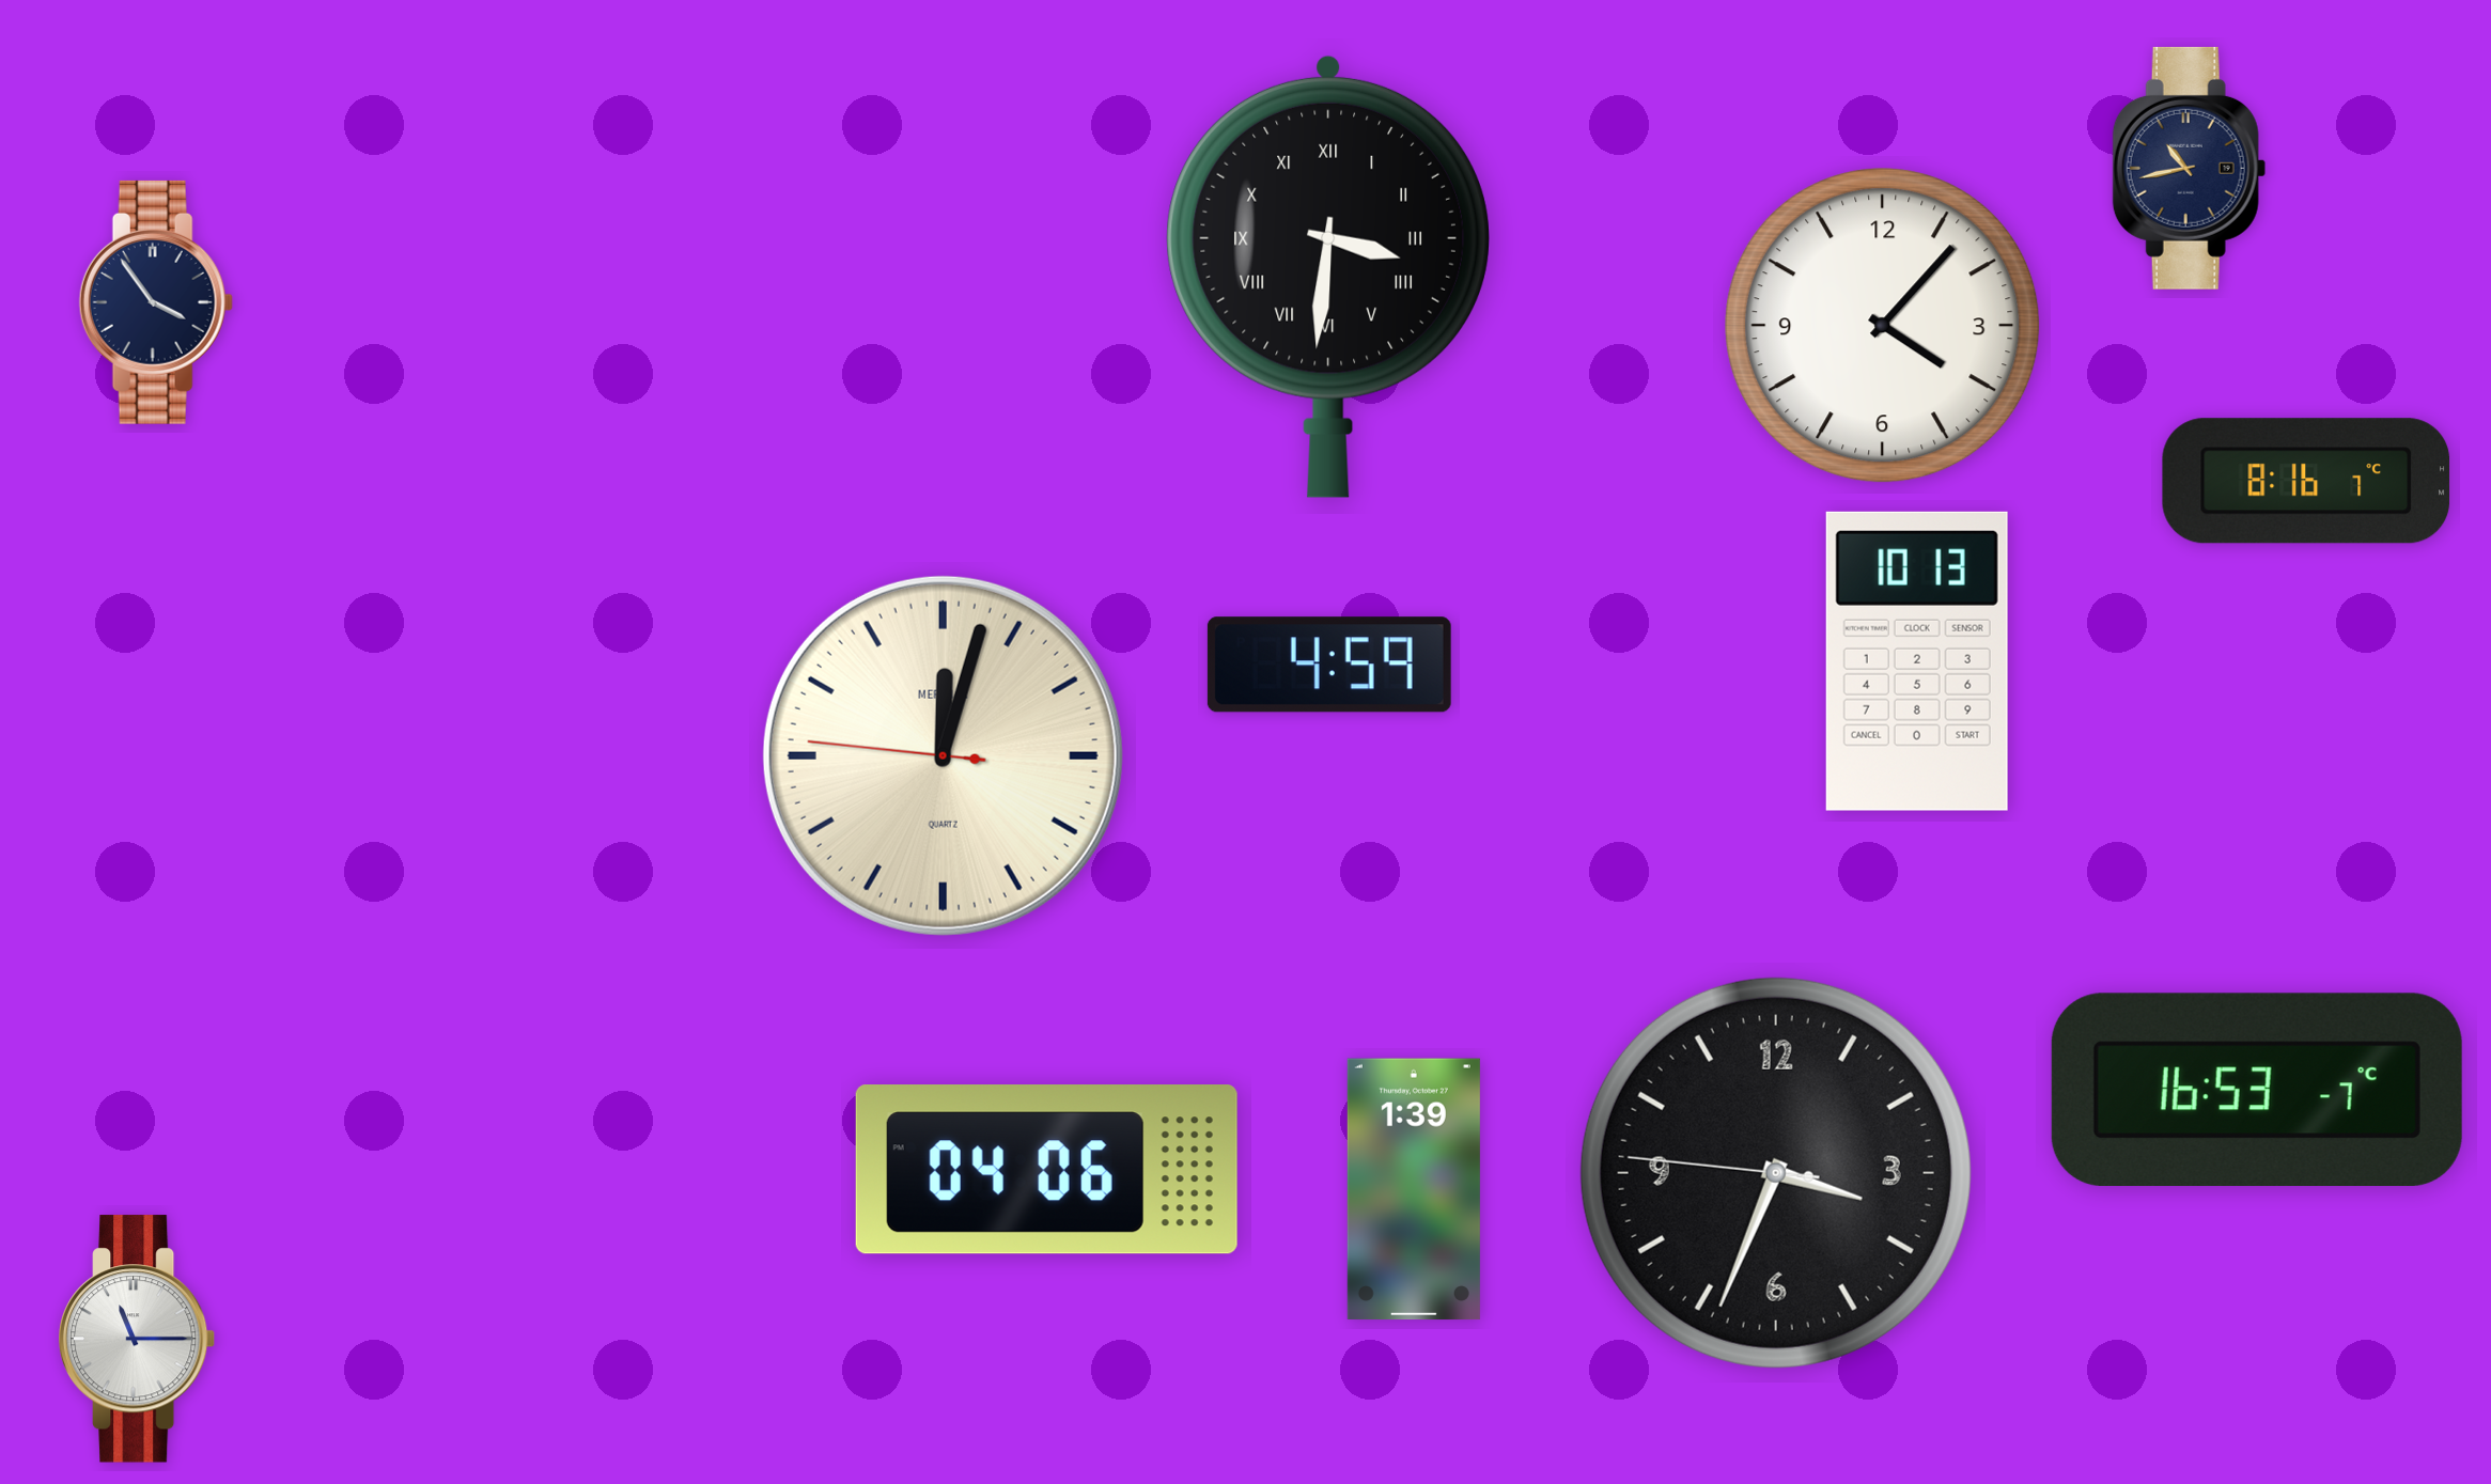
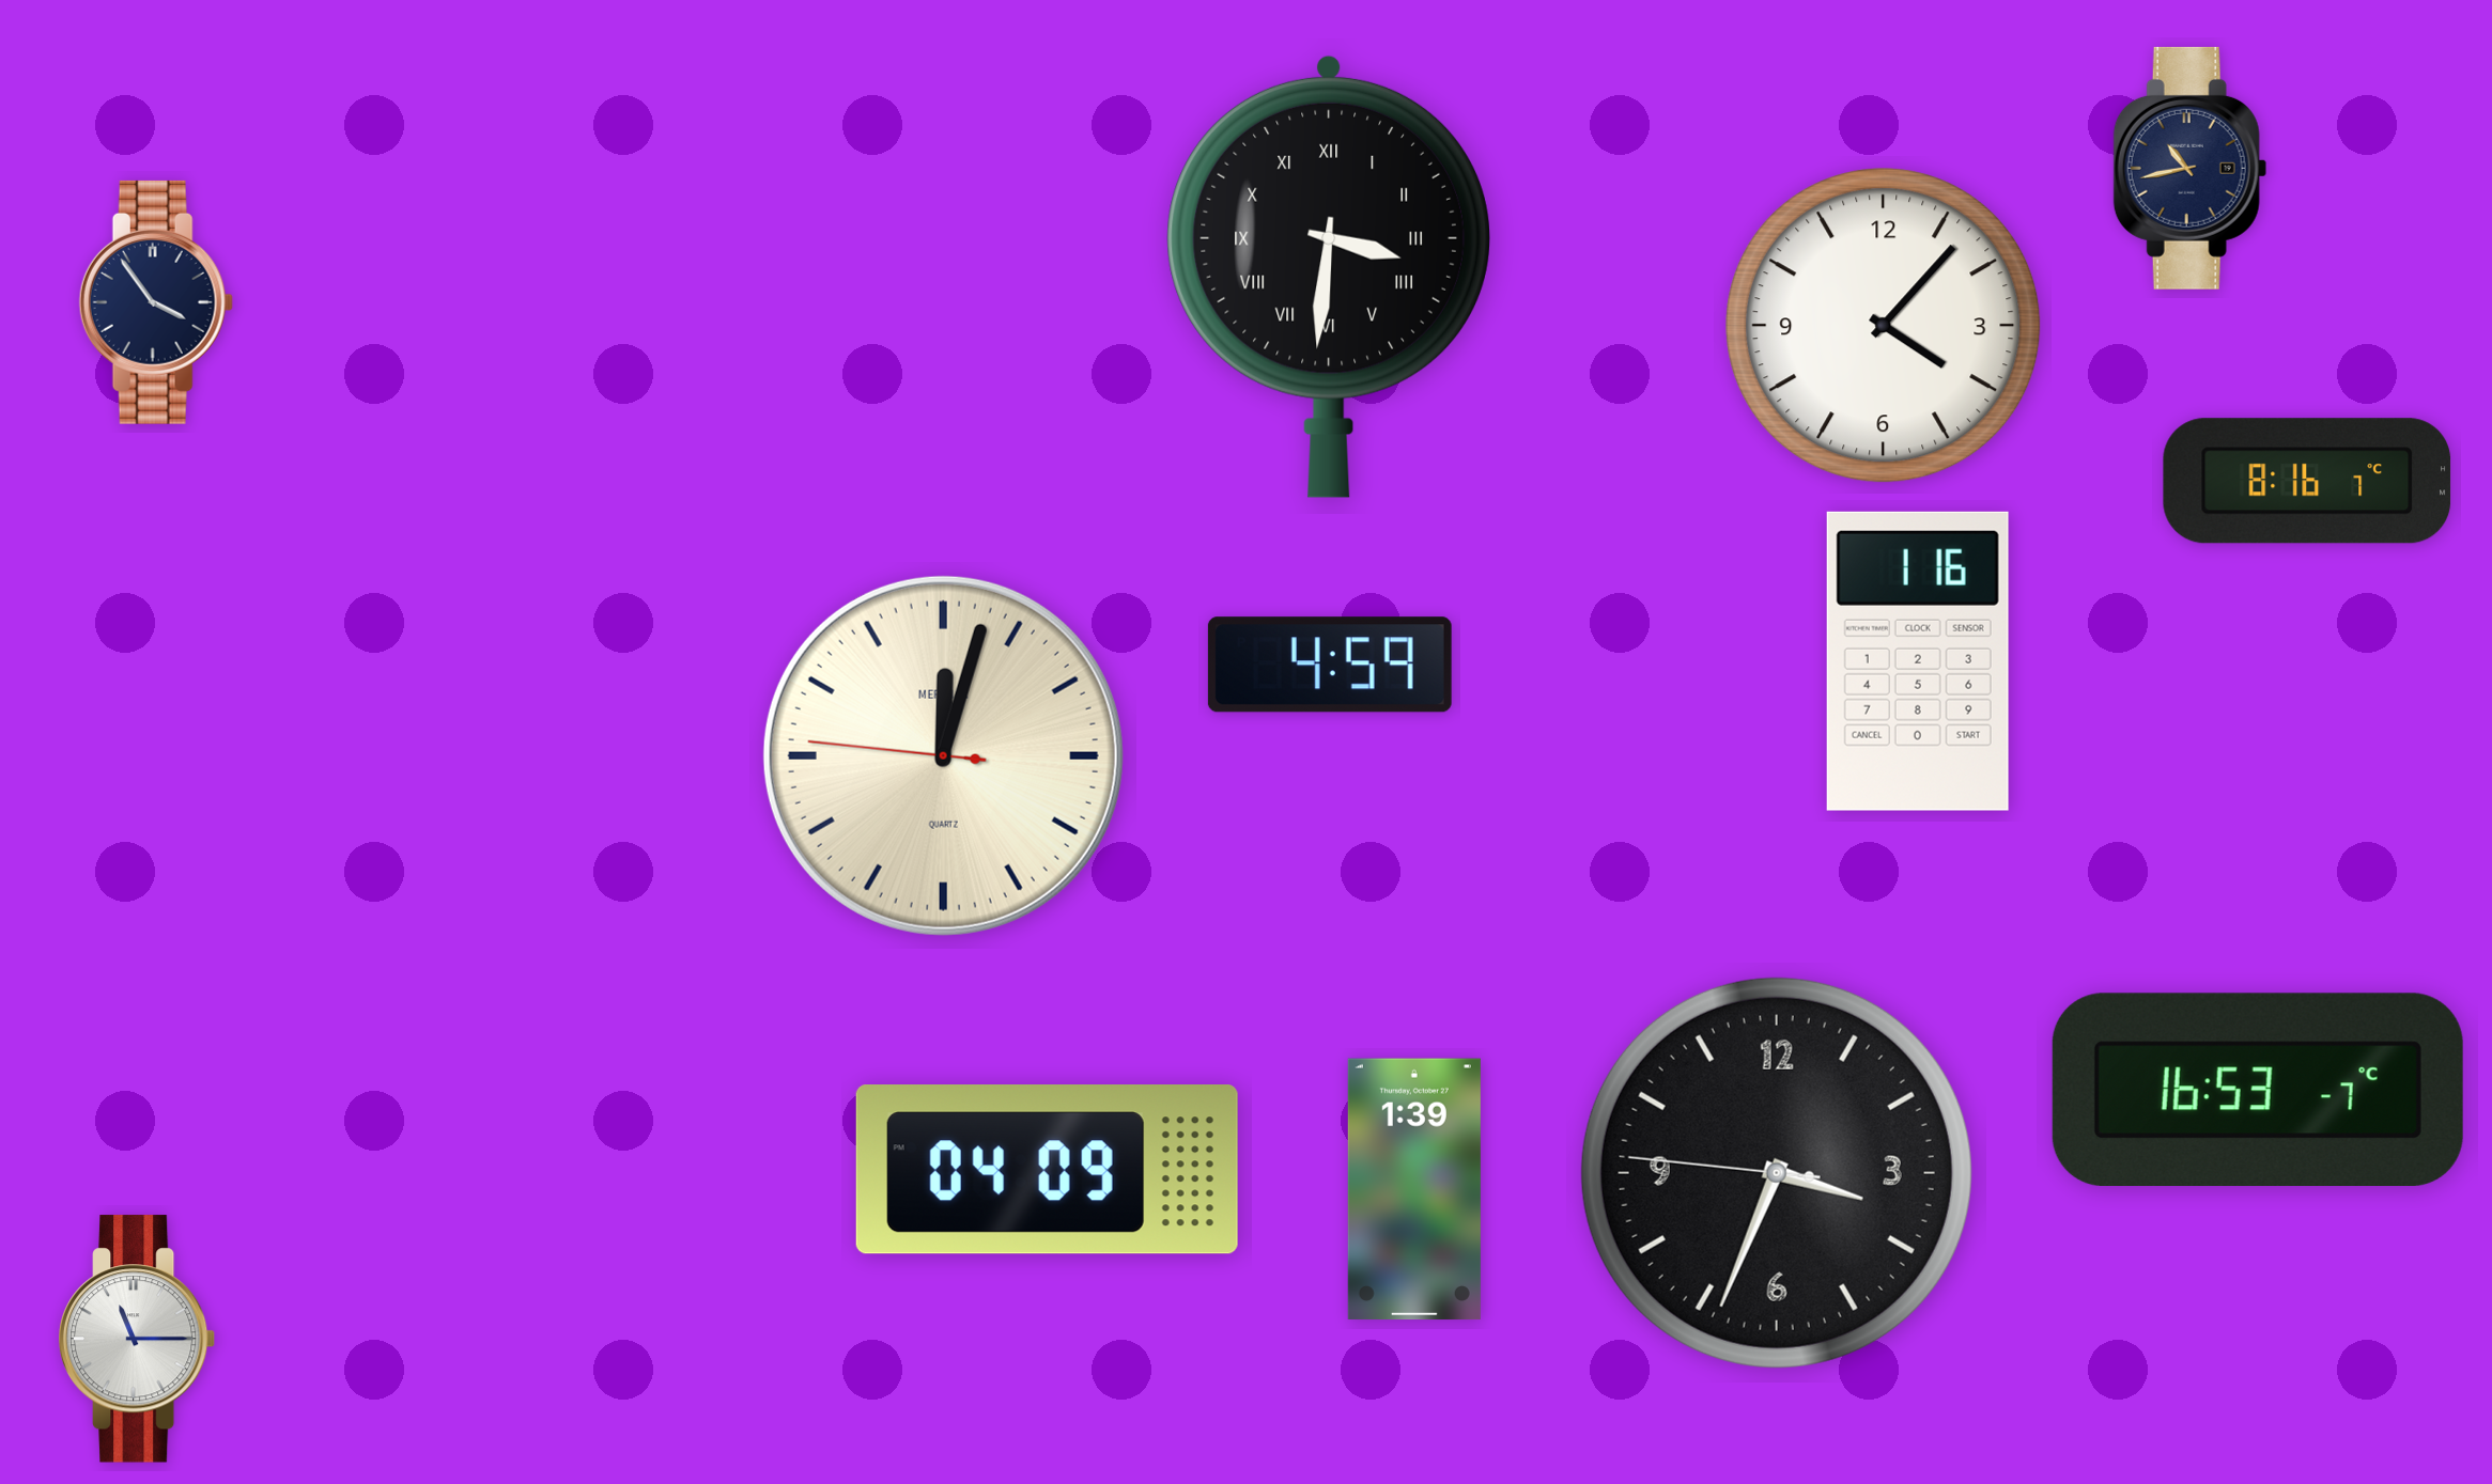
clock at (1917, 661): 10:13 -> 1:16
clock at (1046, 1170): 04:06 -> 04:09
